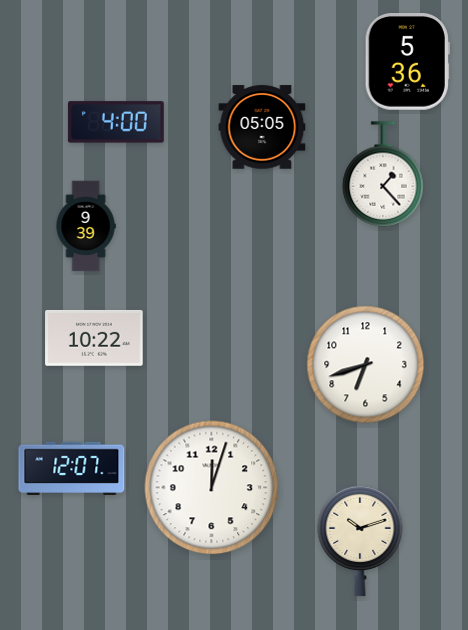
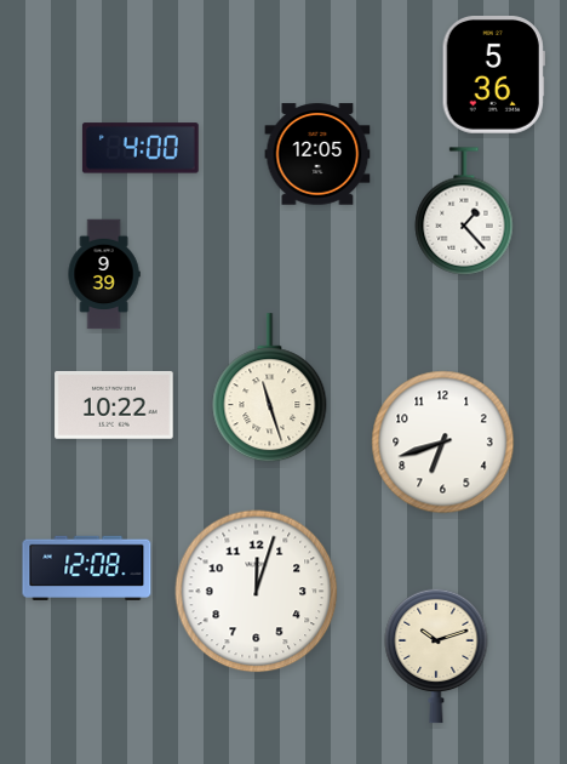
clock at (262, 127): 05:05 -> 12:05
clock at (270, 388): none -> 11:27
clock at (94, 338) position: (94, 338) -> (114, 405)
clock at (72, 468): 12:07 -> 12:08
